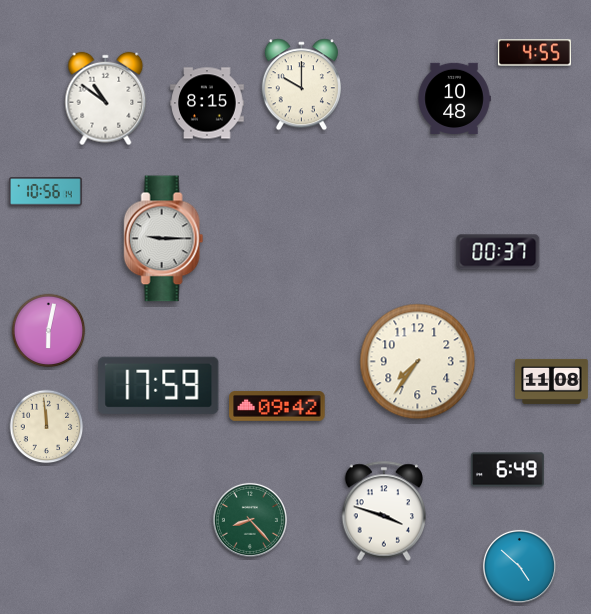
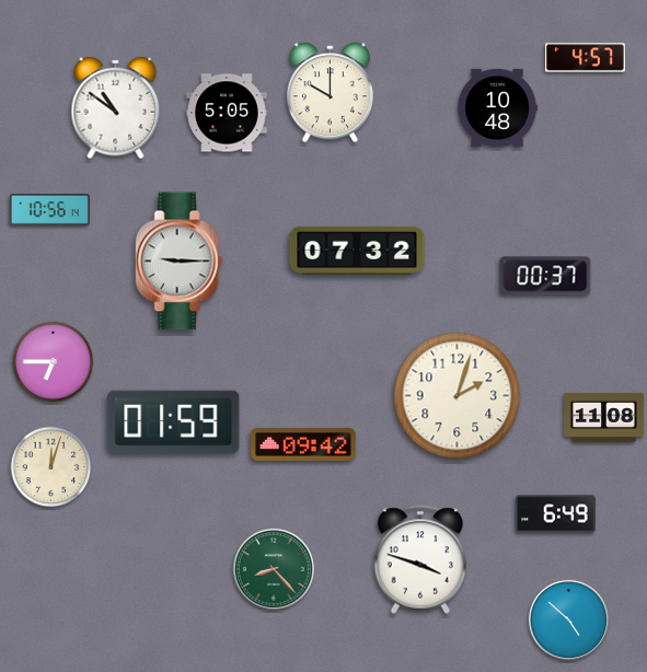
clock at (535, 53): 4:55 -> 4:57
clock at (207, 103): 8:15 -> 5:05
clock at (357, 251): none -> 07:32
clock at (49, 331): 6:02 -> 6:45
clock at (418, 362): 7:36 -> 2:03
clock at (159, 385): 17:59 -> 01:59
clock at (47, 427): 11:59 -> 12:03
